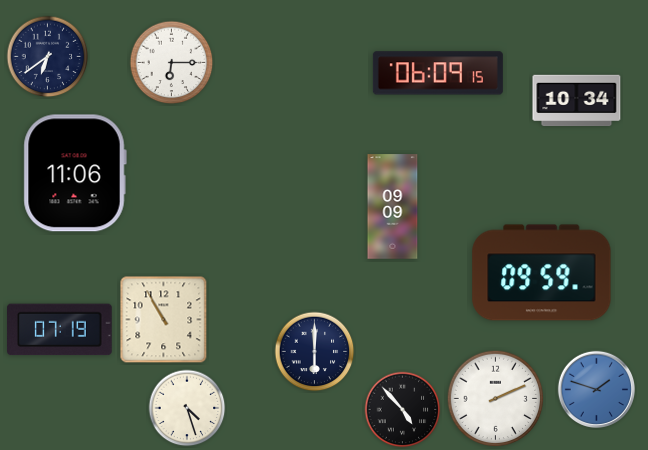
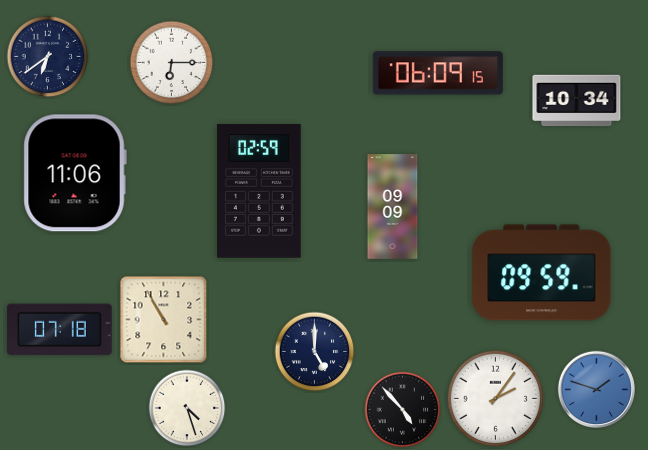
clock at (260, 191): none -> 02:59
clock at (60, 330): 07:19 -> 07:18
clock at (315, 352): 6:00 -> 5:00
clock at (496, 399): 2:11 -> 2:06
